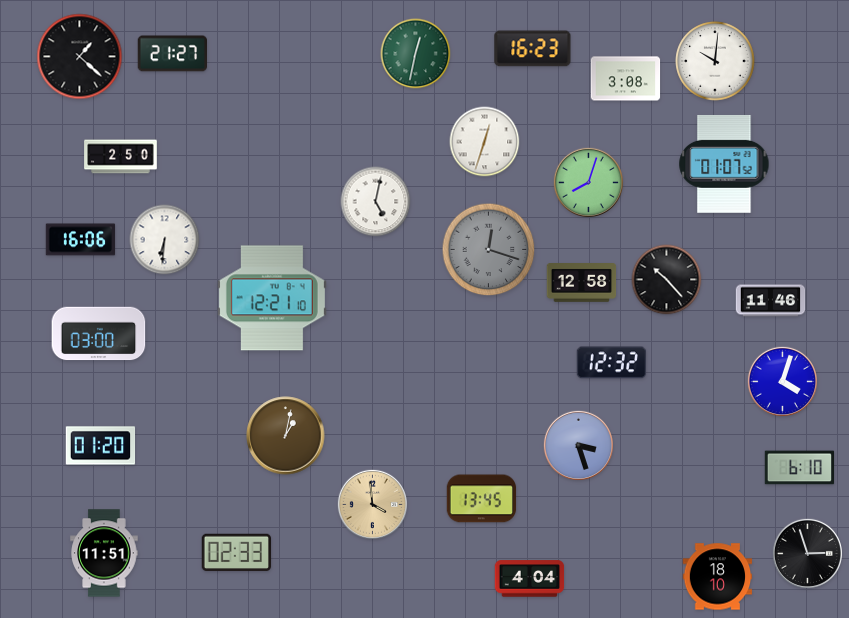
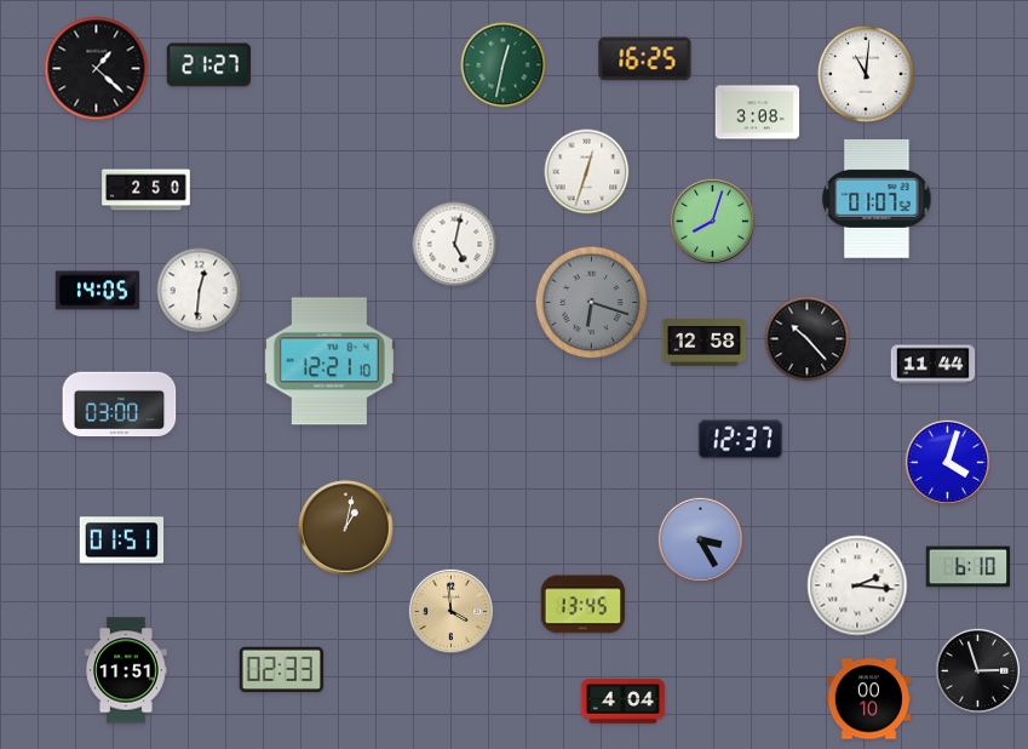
clock at (533, 49): 16:23 -> 16:25
clock at (715, 61): 10:01 -> 11:01
clock at (626, 79) position: (626, 79) -> (758, 113)
clock at (81, 240): 16:06 -> 14:05
clock at (165, 240): 6:31 -> 12:31
clock at (489, 250): 12:18 -> 6:18
clock at (771, 301): 11:46 -> 11:44
clock at (612, 363): 12:32 -> 12:37
clock at (578, 445): 3:27 -> 3:25
clock at (101, 446): 01:20 -> 01:51
clock at (857, 585): none -> 2:16
clock at (237, 553) position: (237, 553) -> (282, 670)
clock at (718, 577): 18:10 -> 00:10
clock at (530, 579) position: (530, 579) -> (624, 702)
